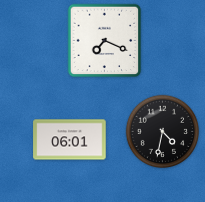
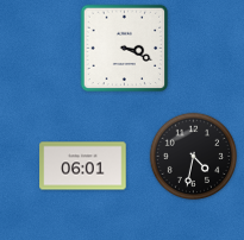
clock at (105, 41): 7:19 -> 3:19
